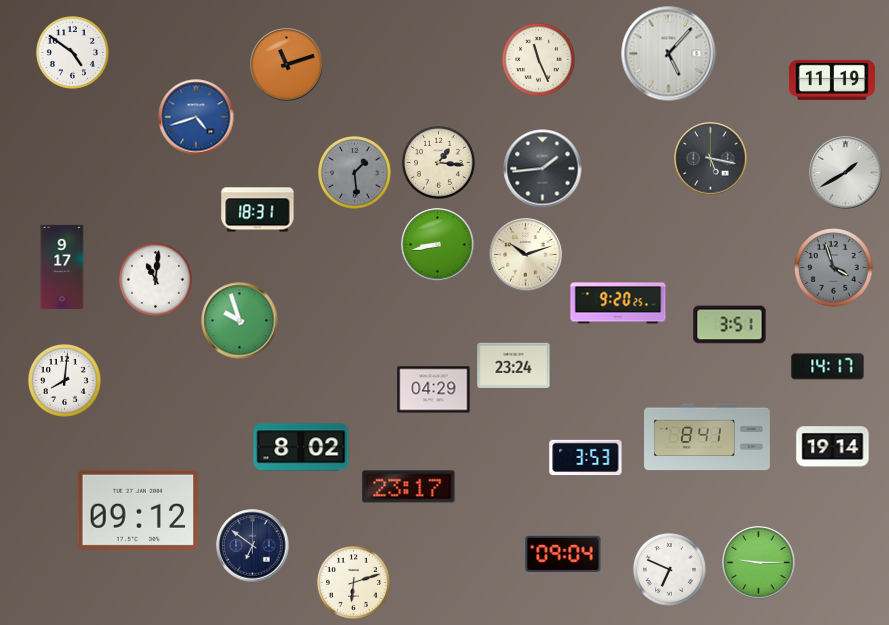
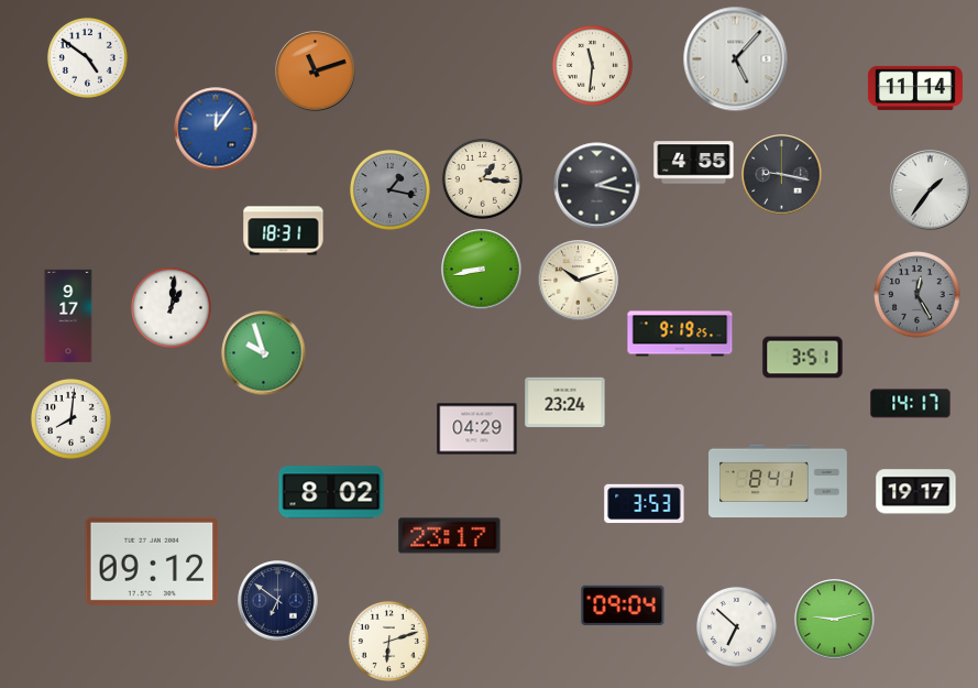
clock at (72, 52) position: (72, 52) -> (87, 57)
clock at (538, 59): 11:26 -> 11:31
clock at (832, 80): 11:19 -> 11:14
clock at (196, 117): 4:42 -> 12:06
clock at (694, 163): none -> 4:55
clock at (711, 159): 5:17 -> 9:17
clock at (543, 169): 1:44 -> 2:17
clock at (354, 172): 1:29 -> 1:17
clock at (846, 173): 1:40 -> 1:36
clock at (62, 267) position: (62, 267) -> (68, 316)
clock at (834, 268): 3:57 -> 12:25
clock at (155, 279): 11:01 -> 1:01
clock at (618, 303): 9:20 -> 9:19
clock at (833, 447): 19:14 -> 19:17
clock at (563, 554) position: (563, 554) -> (623, 605)
clock at (759, 563): 9:15 -> 9:13
clock at (669, 569): 6:49 -> 6:52
